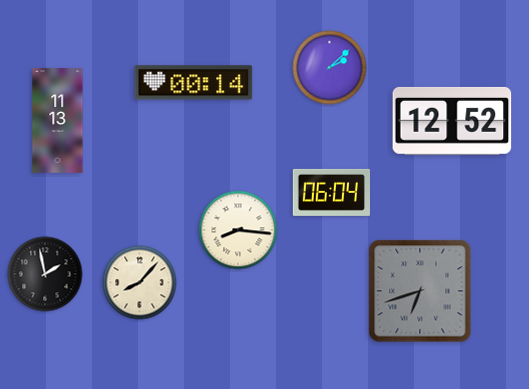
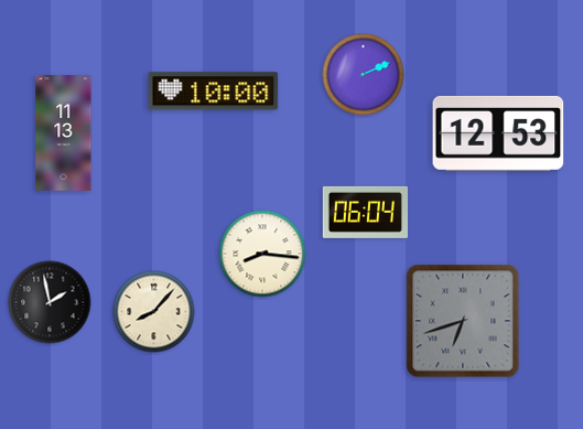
clock at (330, 68): 2:08 -> 2:11
clock at (194, 83): 00:14 -> 10:00
clock at (452, 121): 12:52 -> 12:53
